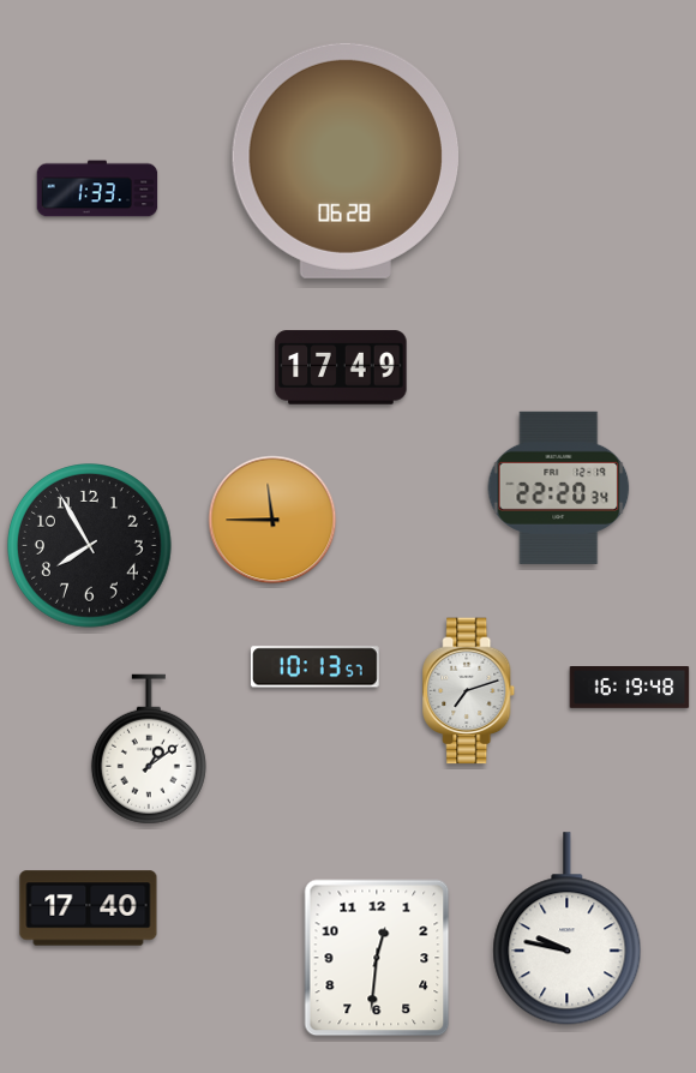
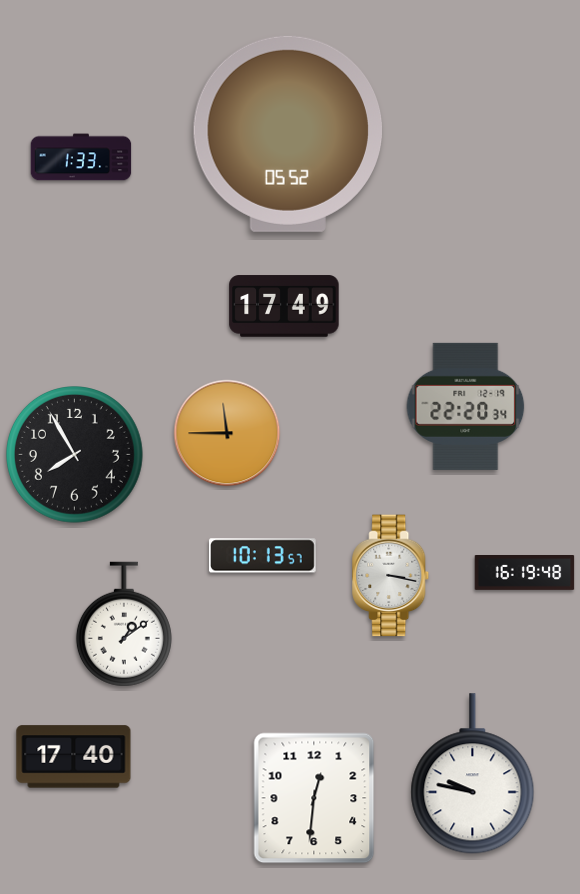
clock at (344, 161): 06:28 -> 05:52
clock at (469, 691): 7:12 -> 3:17
